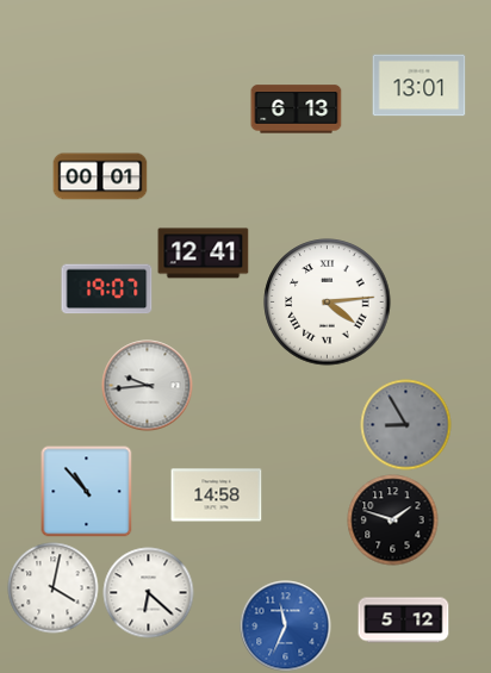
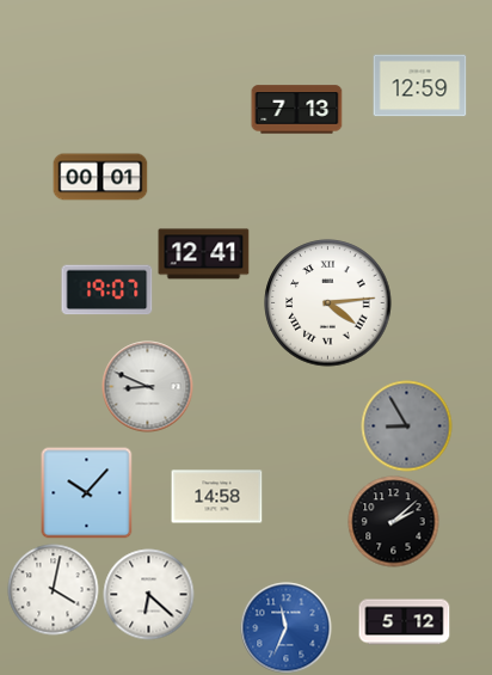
clock at (419, 86): 13:01 -> 12:59
clock at (297, 110): 6:13 -> 7:13
clock at (148, 386): 9:44 -> 8:49
clock at (87, 492): 10:53 -> 10:07
clock at (393, 521): 1:48 -> 2:08
